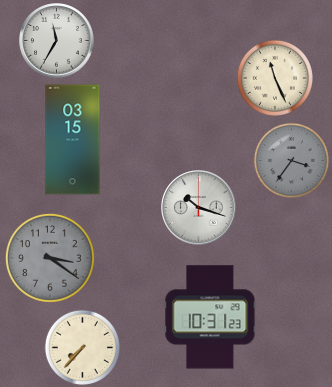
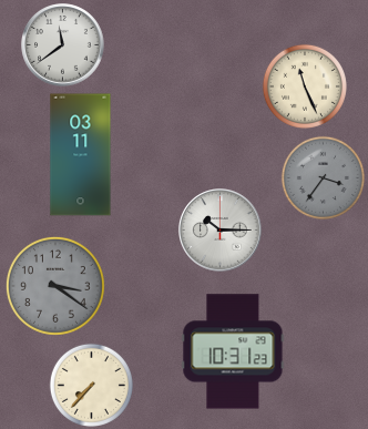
clock at (57, 41): 11:35 -> 11:39
clock at (73, 140): 03:15 -> 03:11
clock at (199, 208): 10:18 -> 10:15
